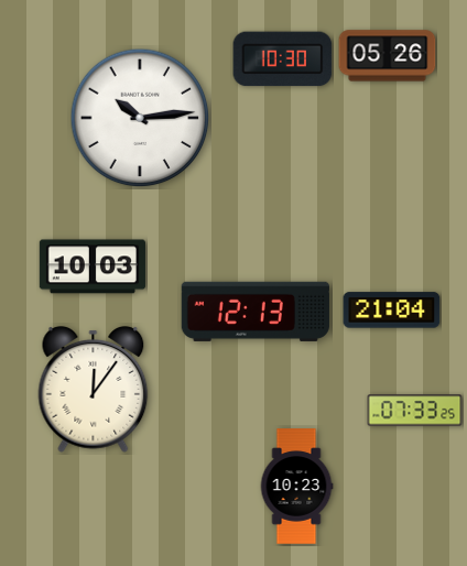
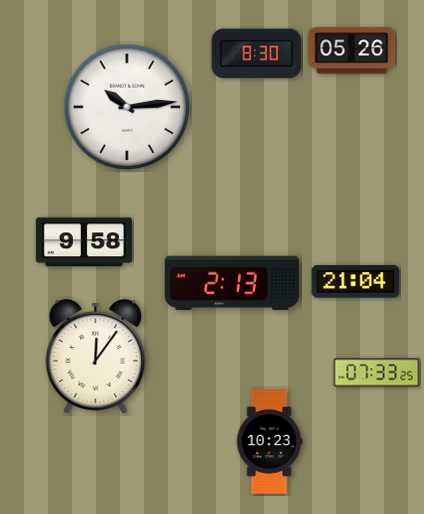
clock at (283, 59): 10:30 -> 8:30
clock at (93, 266): 10:03 -> 9:58
clock at (256, 312): 12:13 -> 2:13
clock at (94, 389) position: (94, 389) -> (96, 356)
